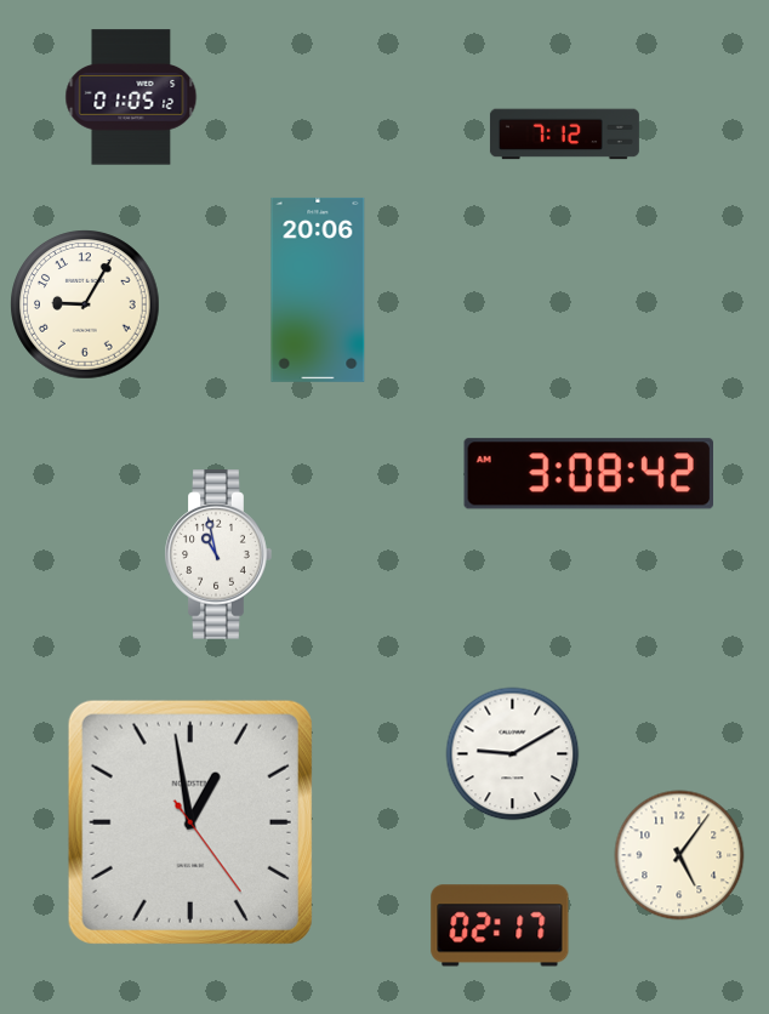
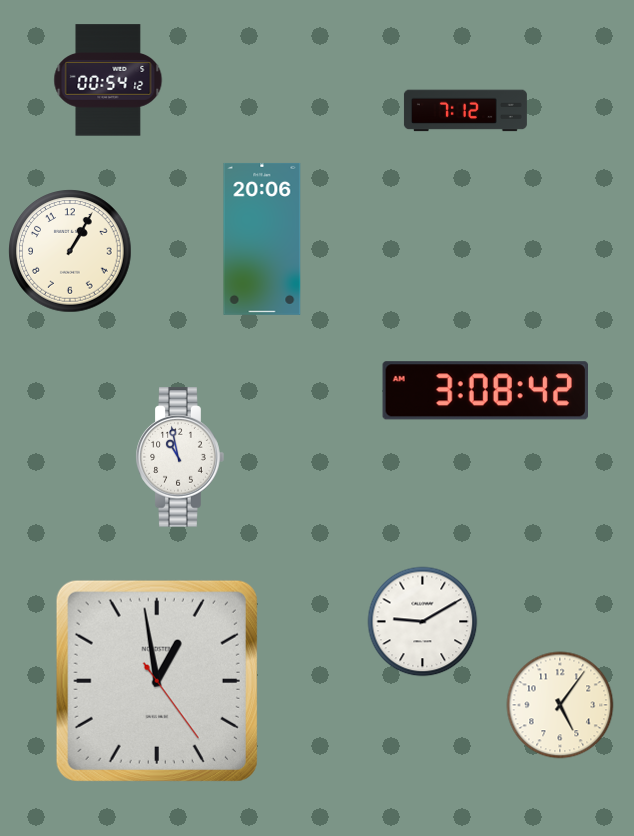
clock at (131, 97): 01:05 -> 00:54
clock at (85, 304): 9:05 -> 1:05
clock at (190, 822) position: (190, 822) -> (157, 681)
clock at (500, 925): 02:17 -> none
